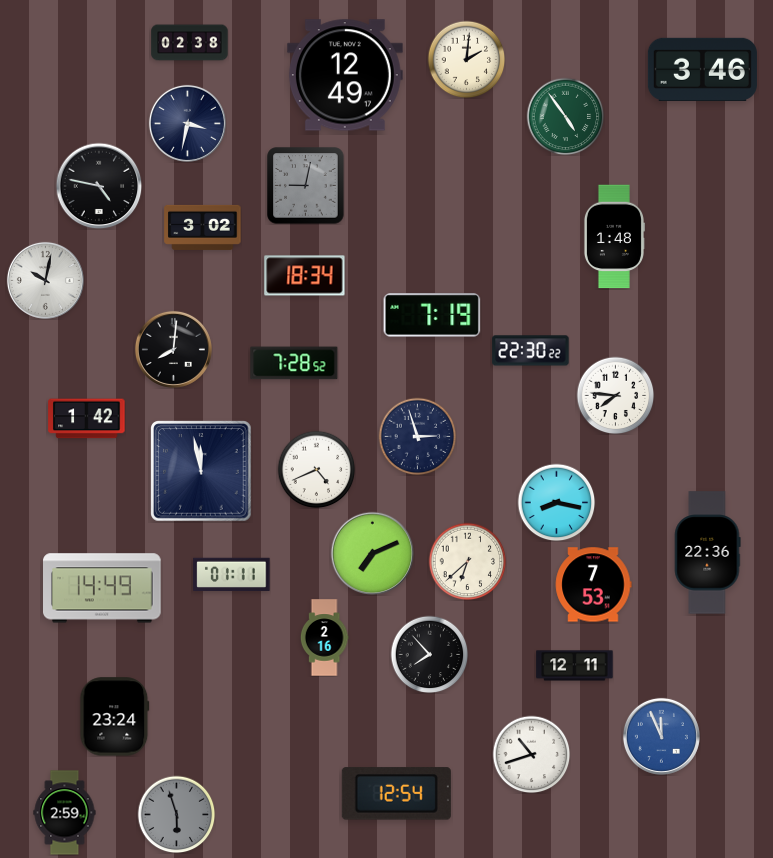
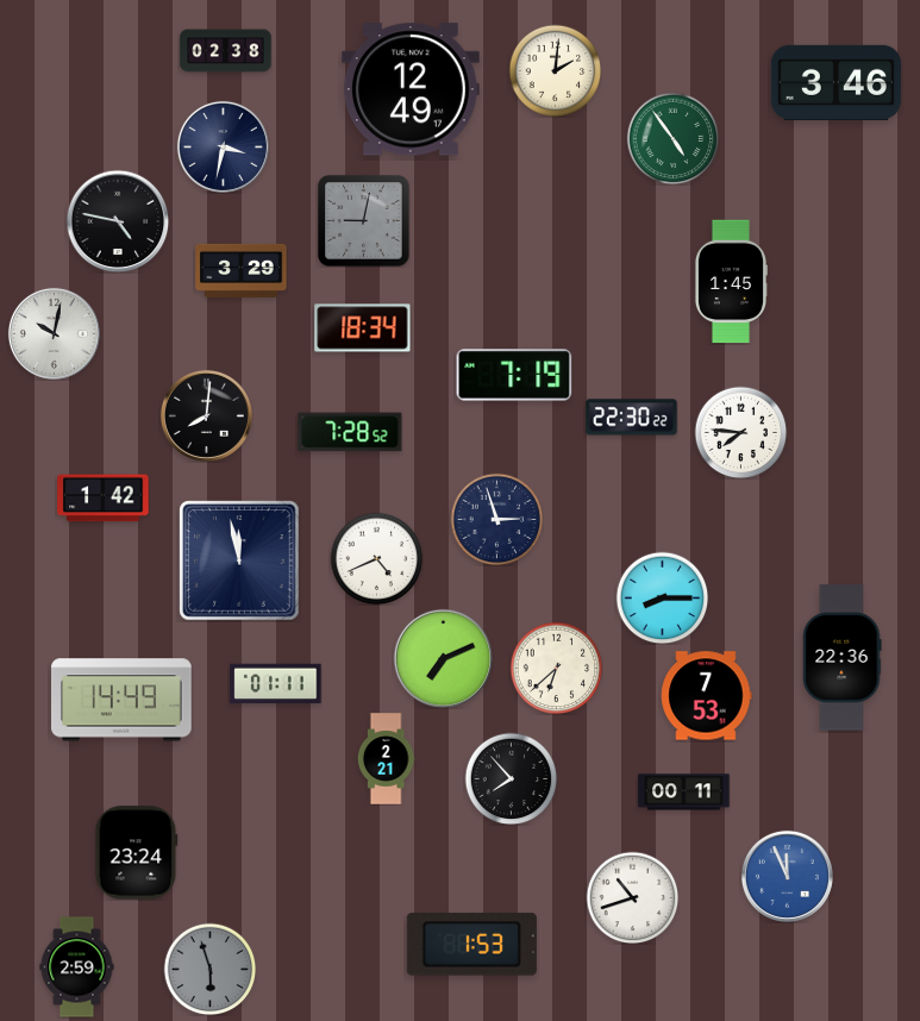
clock at (203, 227): 3:02 -> 3:29
clock at (614, 237): 1:48 -> 1:45
clock at (615, 395) position: (615, 395) -> (740, 432)
clock at (556, 502): 8:17 -> 8:15
clock at (324, 638): 2:16 -> 2:21
clock at (575, 666): 12:11 -> 00:11
clock at (396, 794): 12:54 -> 1:53
